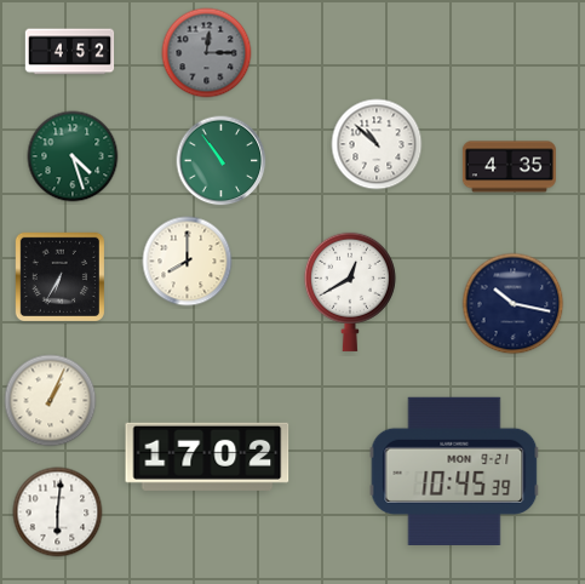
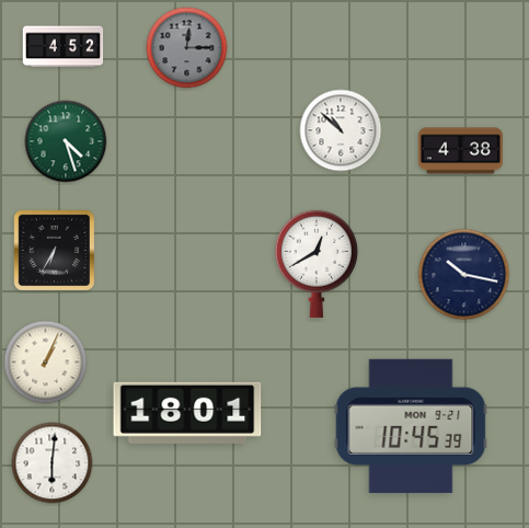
clock at (222, 161): 10:54 -> none
clock at (509, 167): 4:35 -> 4:38
clock at (188, 262): 8:00 -> none
clock at (207, 457): 17:02 -> 18:01
